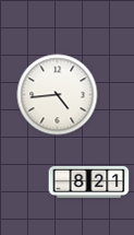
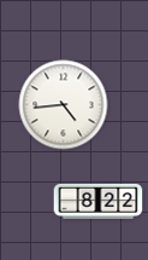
clock at (89, 181): 8:21 -> 8:22
